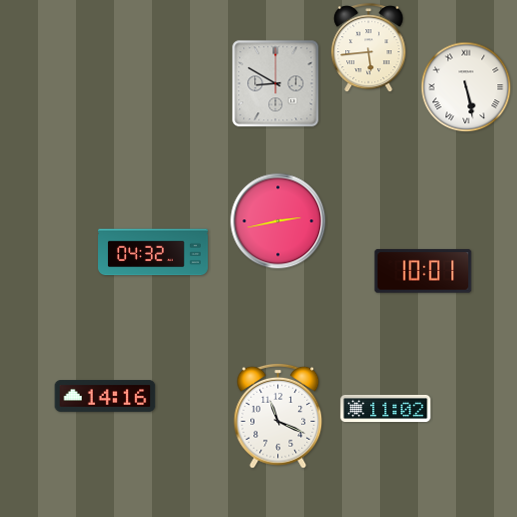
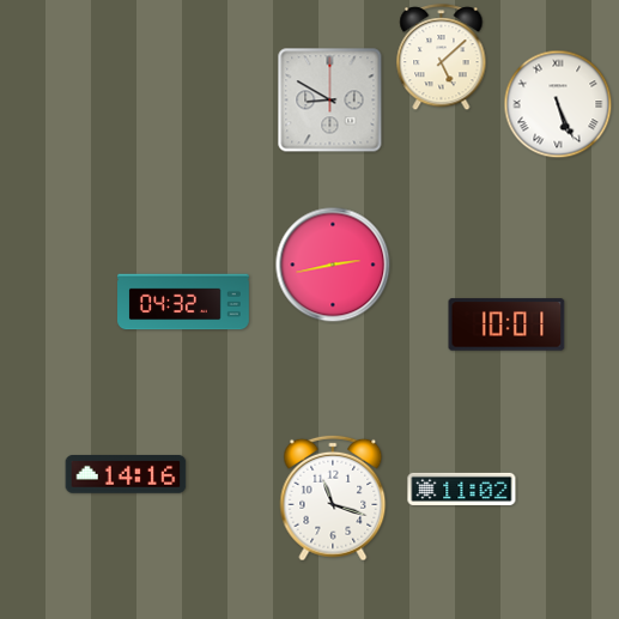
clock at (369, 48): 5:44 -> 5:08
clock at (466, 87): 5:28 -> 5:26
clock at (278, 416): 11:19 -> 11:18
